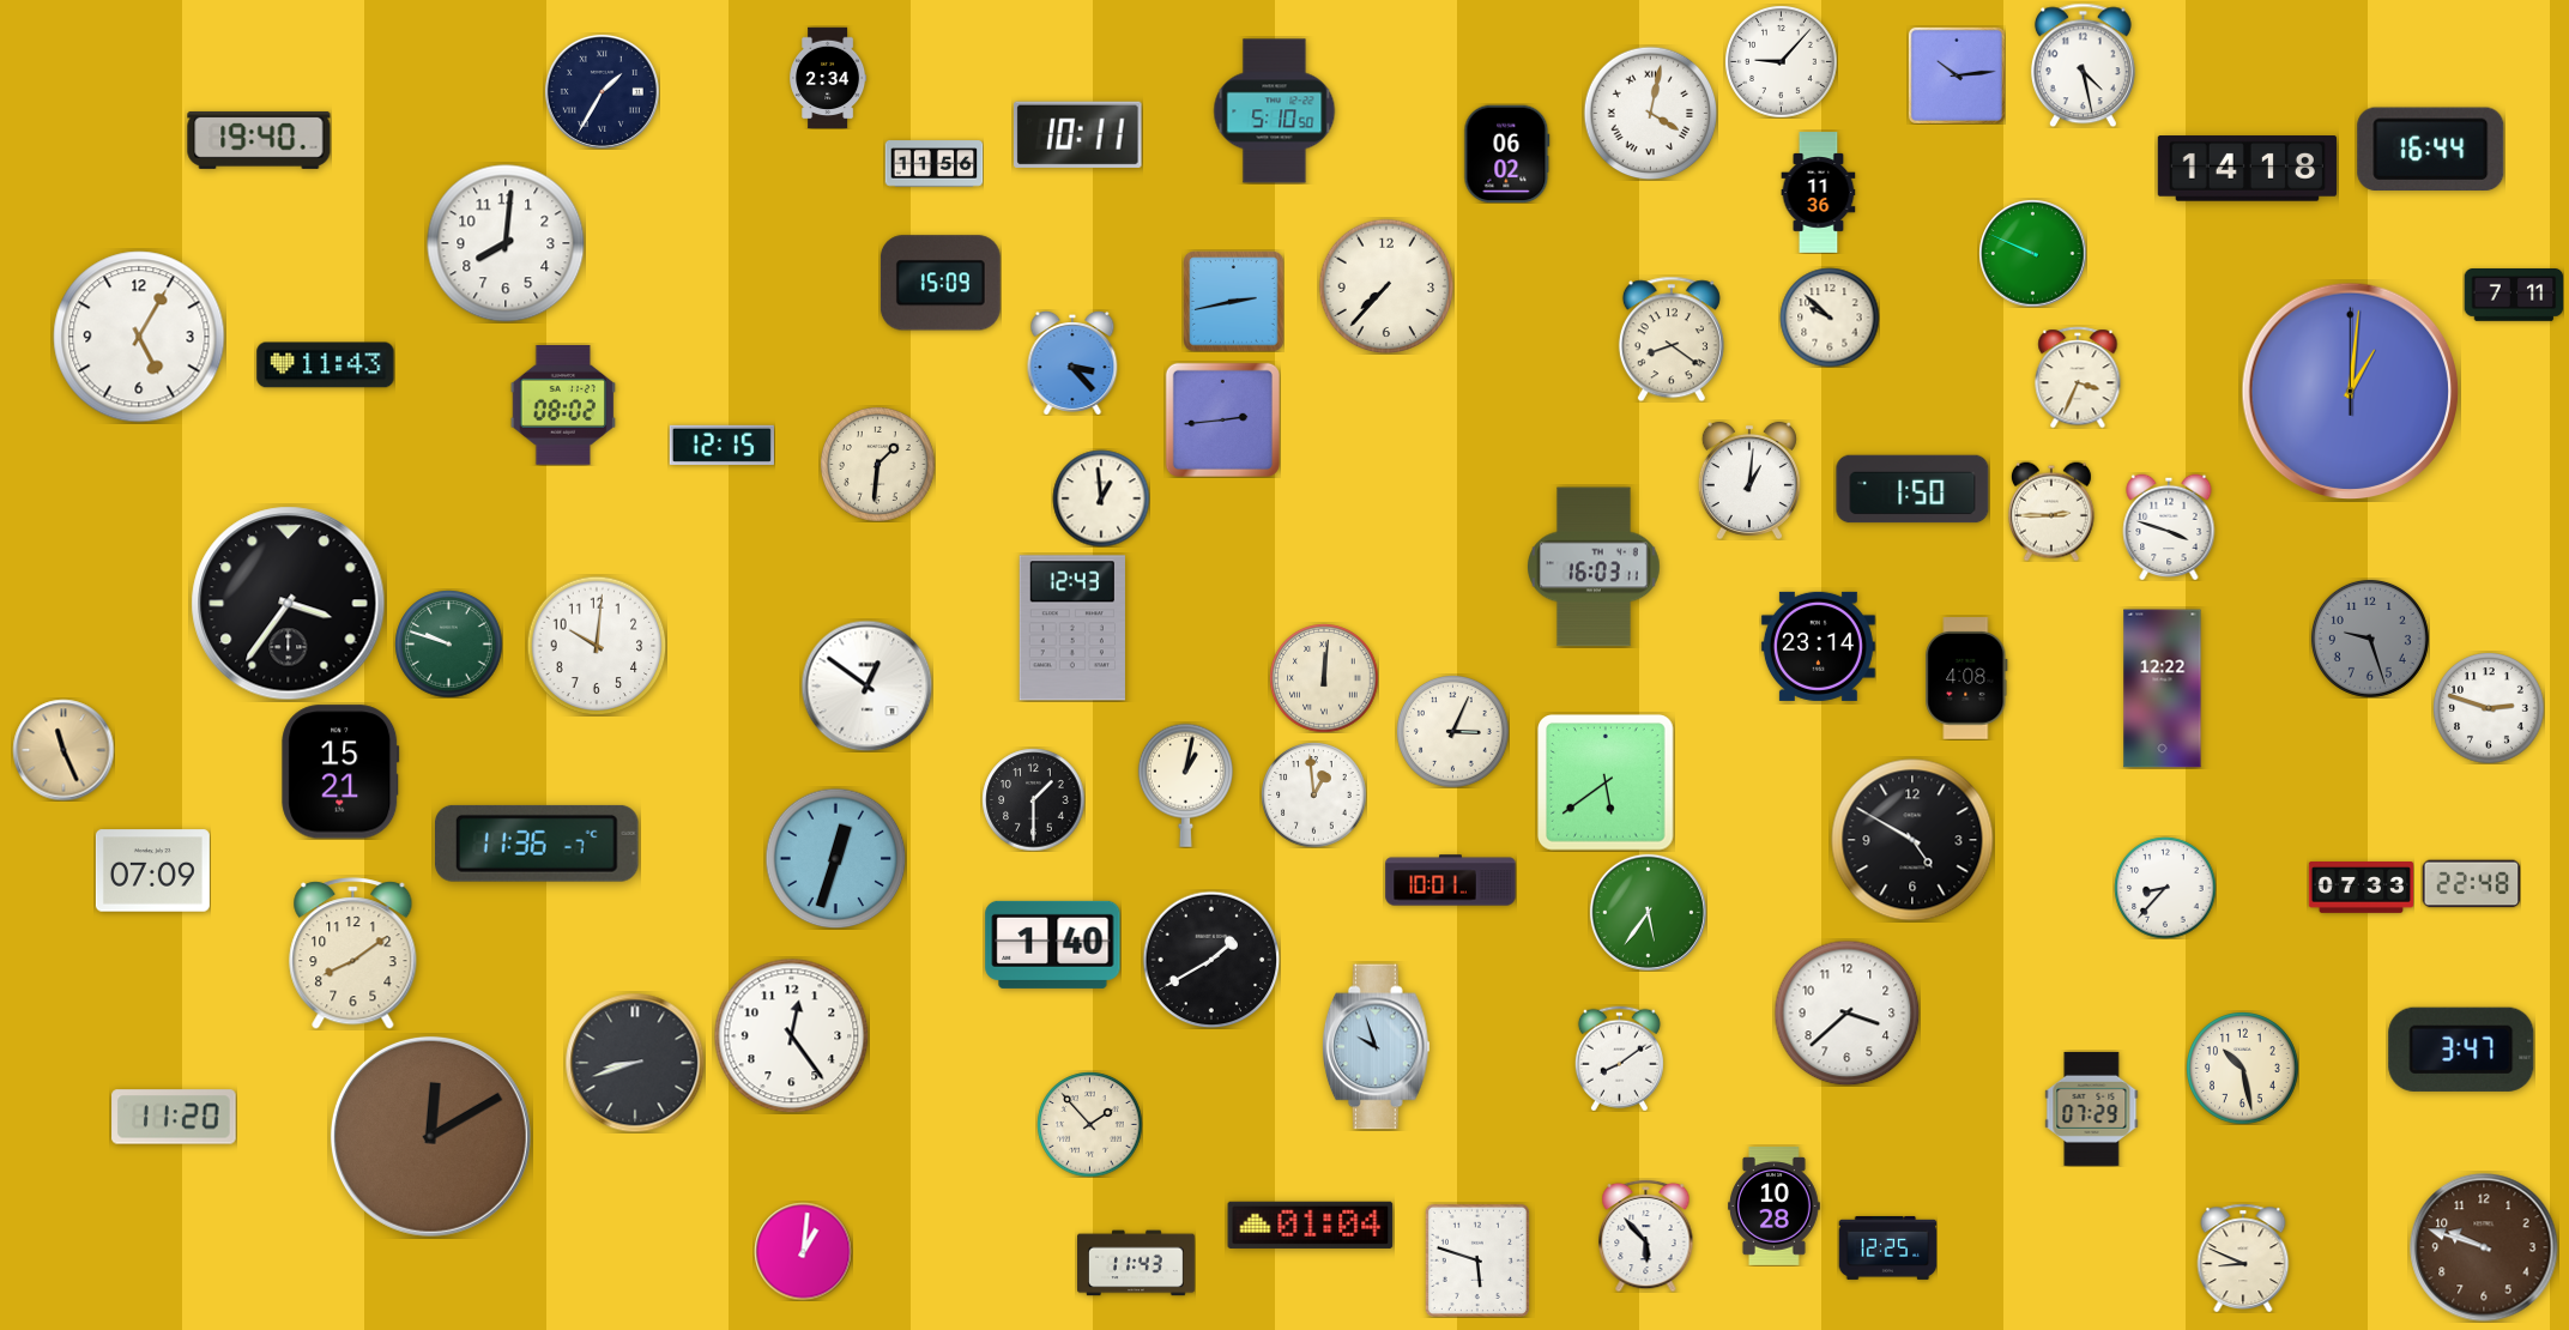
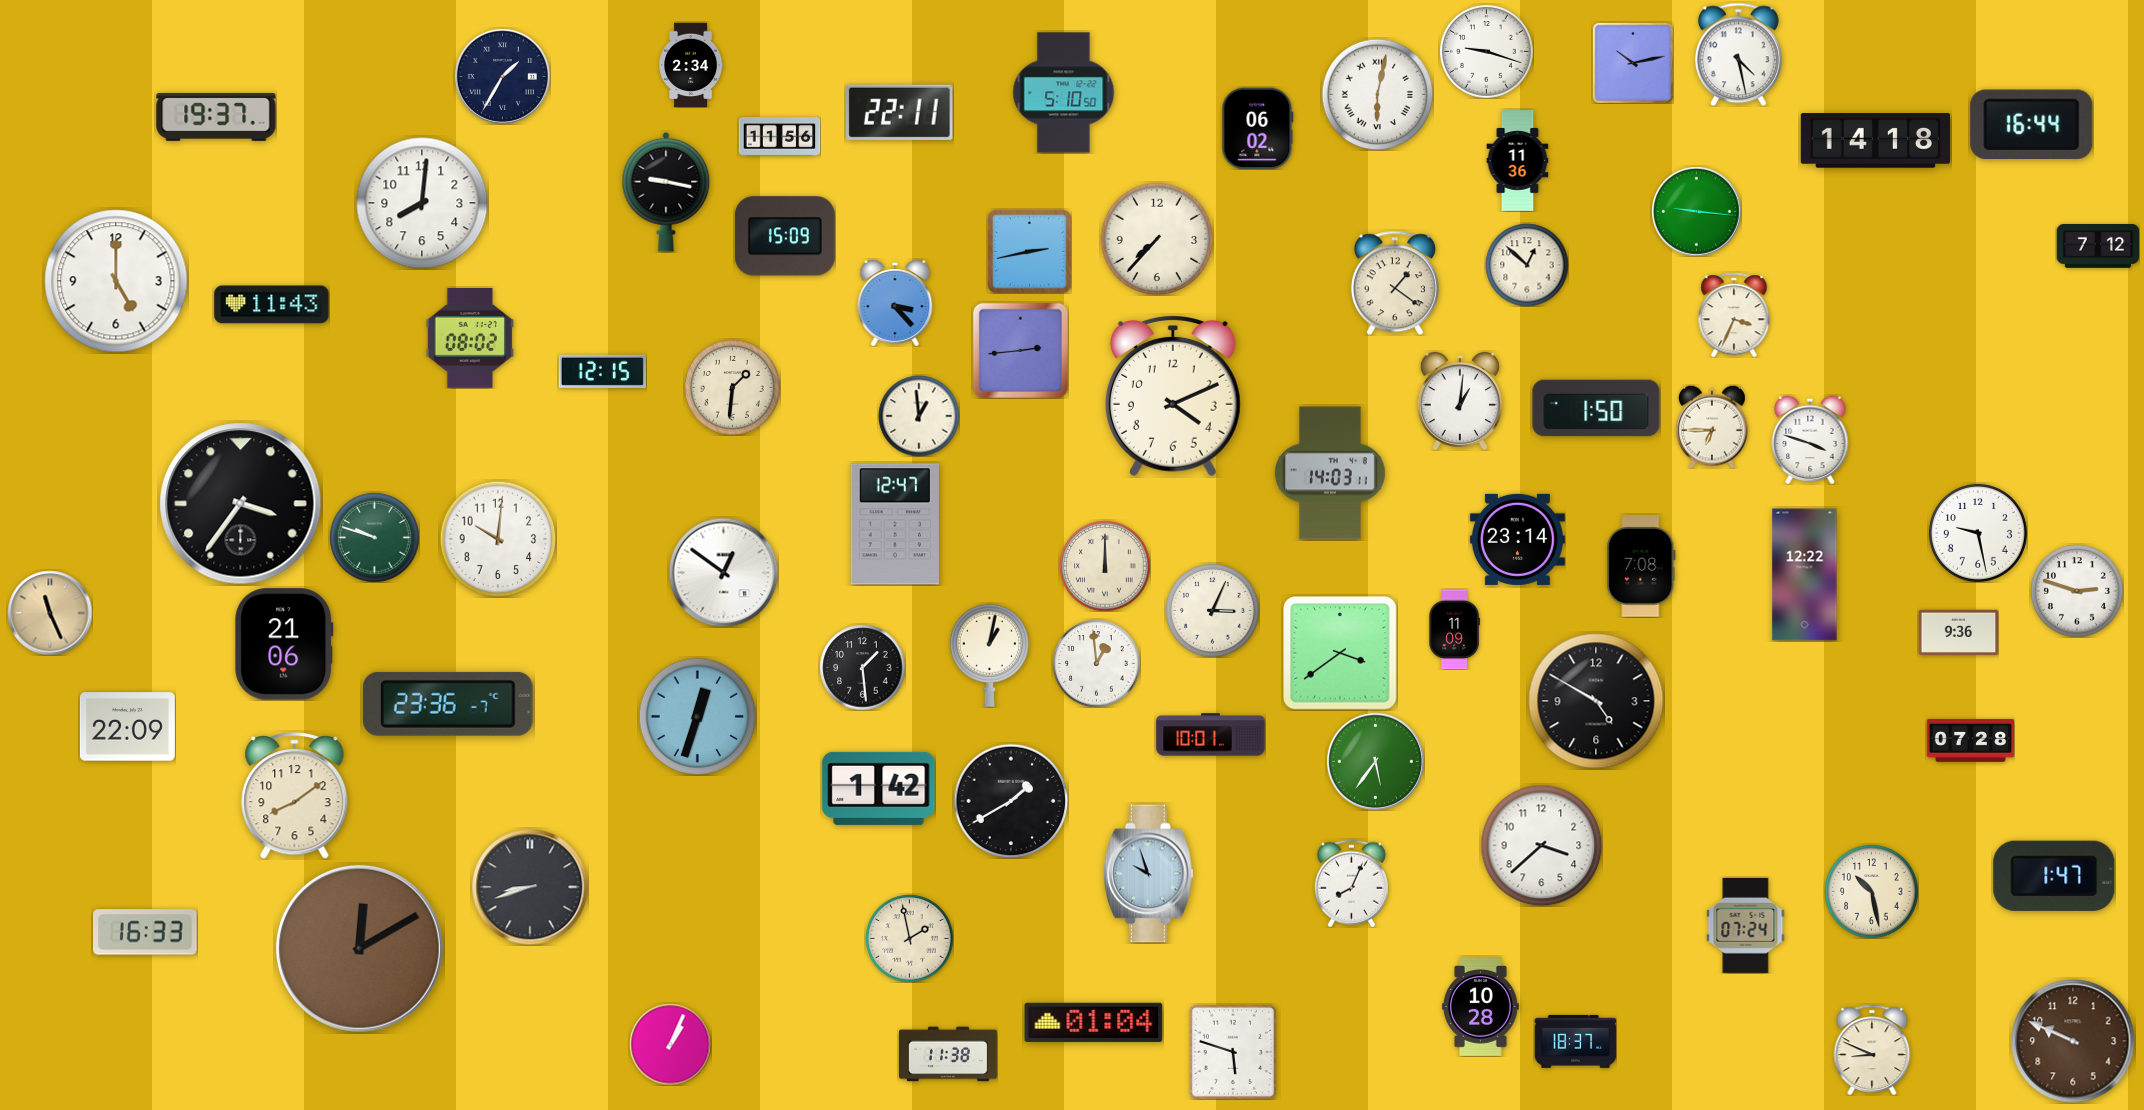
clock at (1782, 62): 9:07 -> 9:18
clock at (1957, 75): 10:14 -> 10:13
clock at (1650, 113): 4:02 -> 6:02
clock at (1078, 134): 10:11 -> 22:11
clock at (259, 140): 19:40 -> 19:37
clock at (2431, 149) position: (2431, 149) -> (2032, 124)
clock at (666, 192): none -> 9:17
clock at (2032, 253): 9:49 -> 9:16
clock at (2514, 296): 7:11 -> 7:12
clock at (1830, 318): 9:52 -> 12:52
clock at (139, 337): 5:05 -> 5:00
clock at (1672, 339): 8:21 -> 1:21
clock at (2351, 392): 1:01 -> none
clock at (1173, 396): none -> 4:11
clock at (2051, 512): 2:45 -> 6:45
clock at (1595, 567): 16:03 -> 14:03
clock at (1072, 628): 12:43 -> 12:47
clock at (2370, 639): 9:27 -> 9:28
clock at (2370, 639) dial: grey -> white
clock at (1324, 678): 12:01 -> 12:00
clock at (1966, 678): 4:08 -> 7:08
clock at (64, 750) position: (64, 750) -> (50, 613)
clock at (1454, 629): none -> 11:09
clock at (1958, 633): none -> 9:36
clock at (340, 772): 15:21 -> 21:06
clock at (1606, 782): 5:39 -> 3:39
clock at (1033, 799): 1:30 -> 1:29
clock at (538, 844): 11:36 -> 23:36
clock at (152, 871): 07:09 -> 22:09
clock at (2471, 884): 22:48 -> none
clock at (2165, 888): 8:37 -> none
clock at (2361, 888): 07:33 -> 07:28
clock at (1053, 944): 1:40 -> 1:42
clock at (791, 1035): 12:24 -> none
clock at (2461, 1050): 3:47 -> 1:47
clock at (1619, 1058): 8:09 -> 8:04
clock at (2092, 1108): 07:29 -> 07:24
clock at (174, 1117): 11:20 -> 16:33
clock at (1089, 1124): 1:53 -> 1:58
clock at (1646, 1235): 5:53 -> none
clock at (1887, 1247): 12:25 -> 18:37
clock at (2484, 1247): 9:48 -> 9:49
clock at (803, 1251): 1:01 -> 1:04
clock at (1137, 1263): 11:43 -> 11:38
